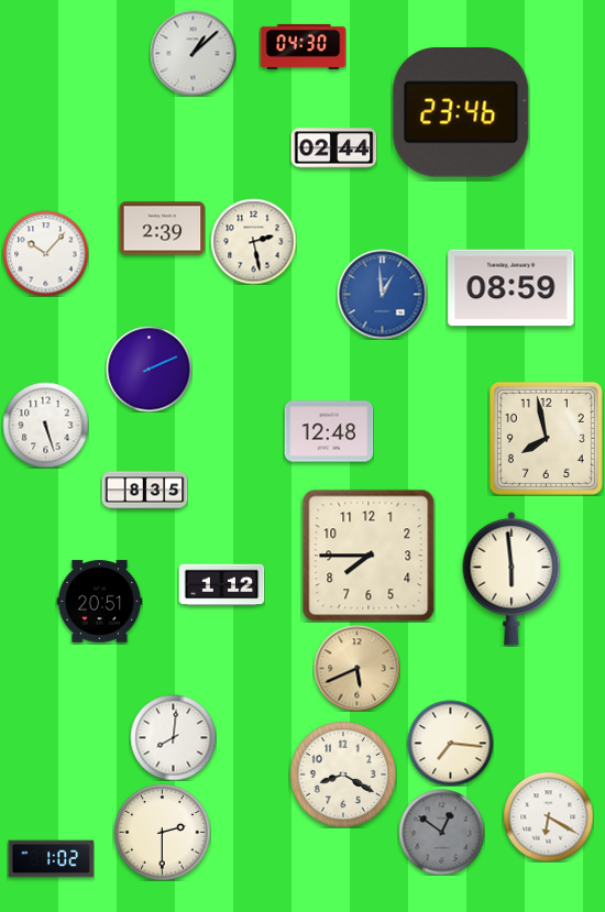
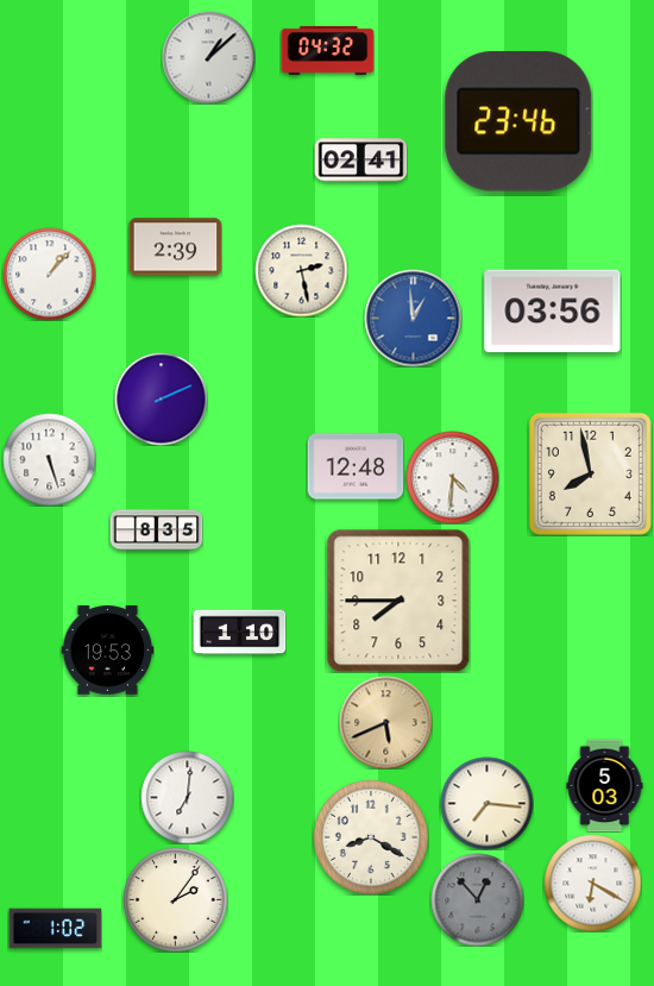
clock at (302, 46): 04:30 -> 04:32
clock at (461, 112) position: (461, 112) -> (518, 121)
clock at (333, 149): 02:44 -> 02:41
clock at (253, 241) position: (253, 241) -> (301, 270)
clock at (45, 253): 10:07 -> 1:07
clock at (512, 288): 08:59 -> 03:56
clock at (452, 477): none -> 4:31
clock at (512, 579): 5:59 -> none
clock at (221, 585): 1:12 -> 1:10
clock at (99, 602): 20:51 -> 19:53
clock at (605, 785): none -> 5:03
clock at (173, 737): 8:01 -> 7:01
clock at (162, 832): 2:30 -> 2:06
clock at (441, 832): 12:51 -> 12:53
